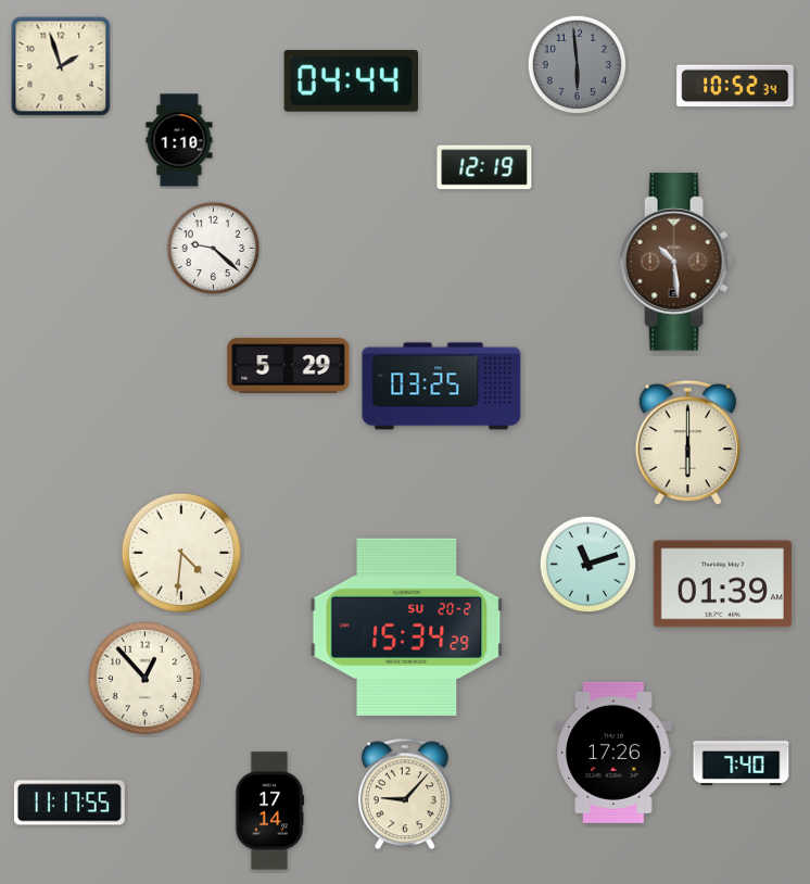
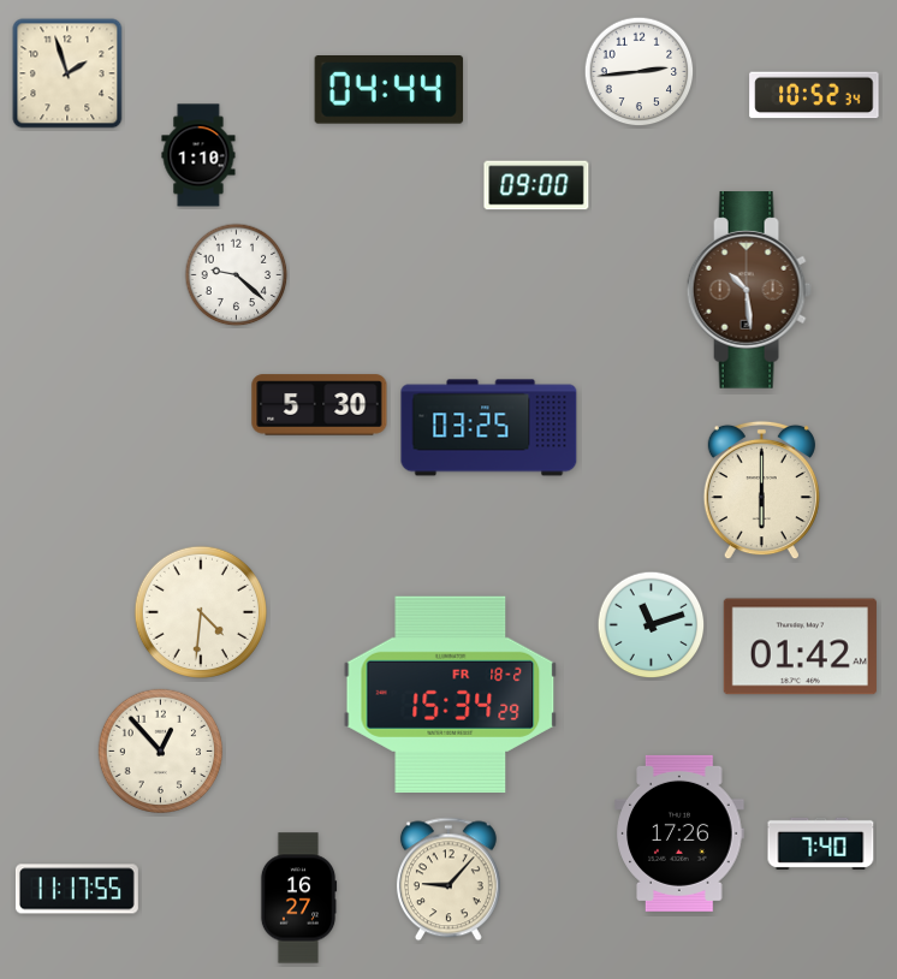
clock at (578, 65): 5:59 -> 2:44
clock at (578, 65) dial: grey -> white
clock at (484, 167): 12:19 -> 09:00
clock at (289, 366): 5:29 -> 5:30
clock at (722, 584): 01:39 -> 01:42
clock at (407, 627) date: SU 20-2 -> FR 18-2
clock at (269, 811): 17:14 -> 16:27
